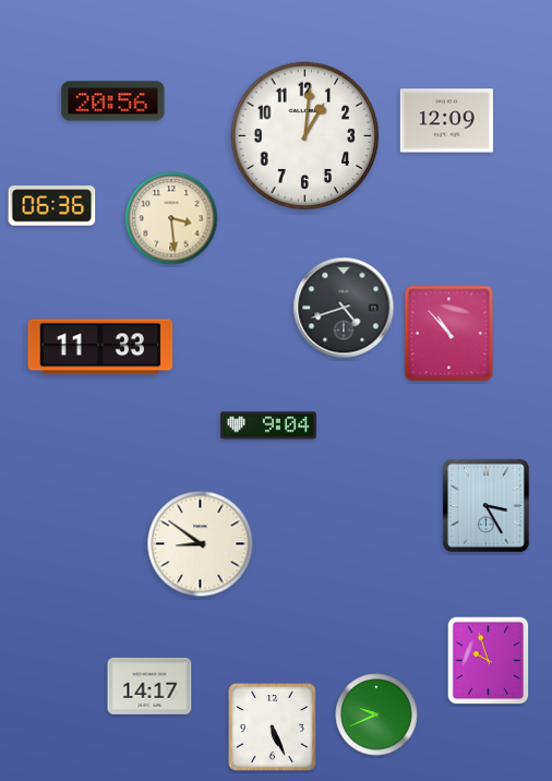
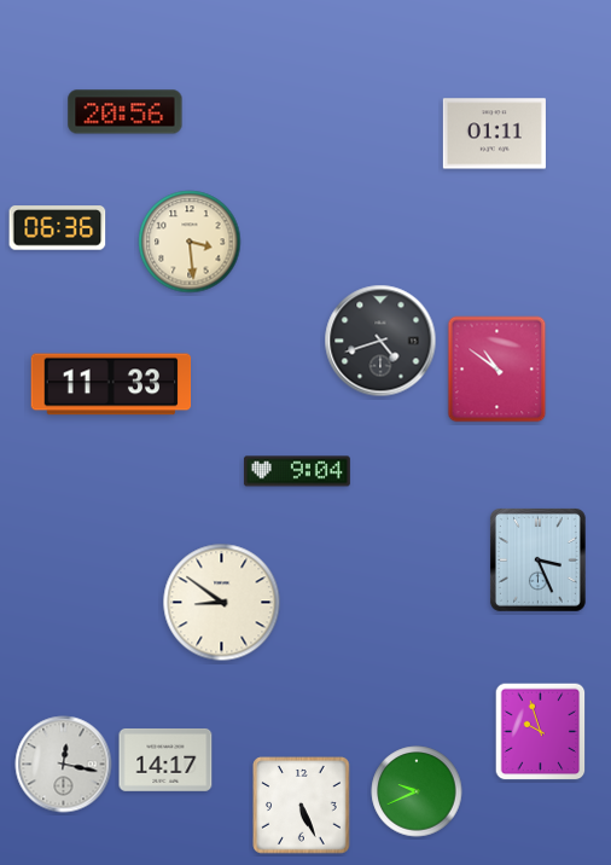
clock at (446, 121): 12:09 -> 01:11
clock at (305, 136): 1:01 -> none
clock at (449, 334): 10:53 -> 10:51
clock at (485, 505): 3:25 -> 3:26
clock at (64, 765): none -> 12:17
